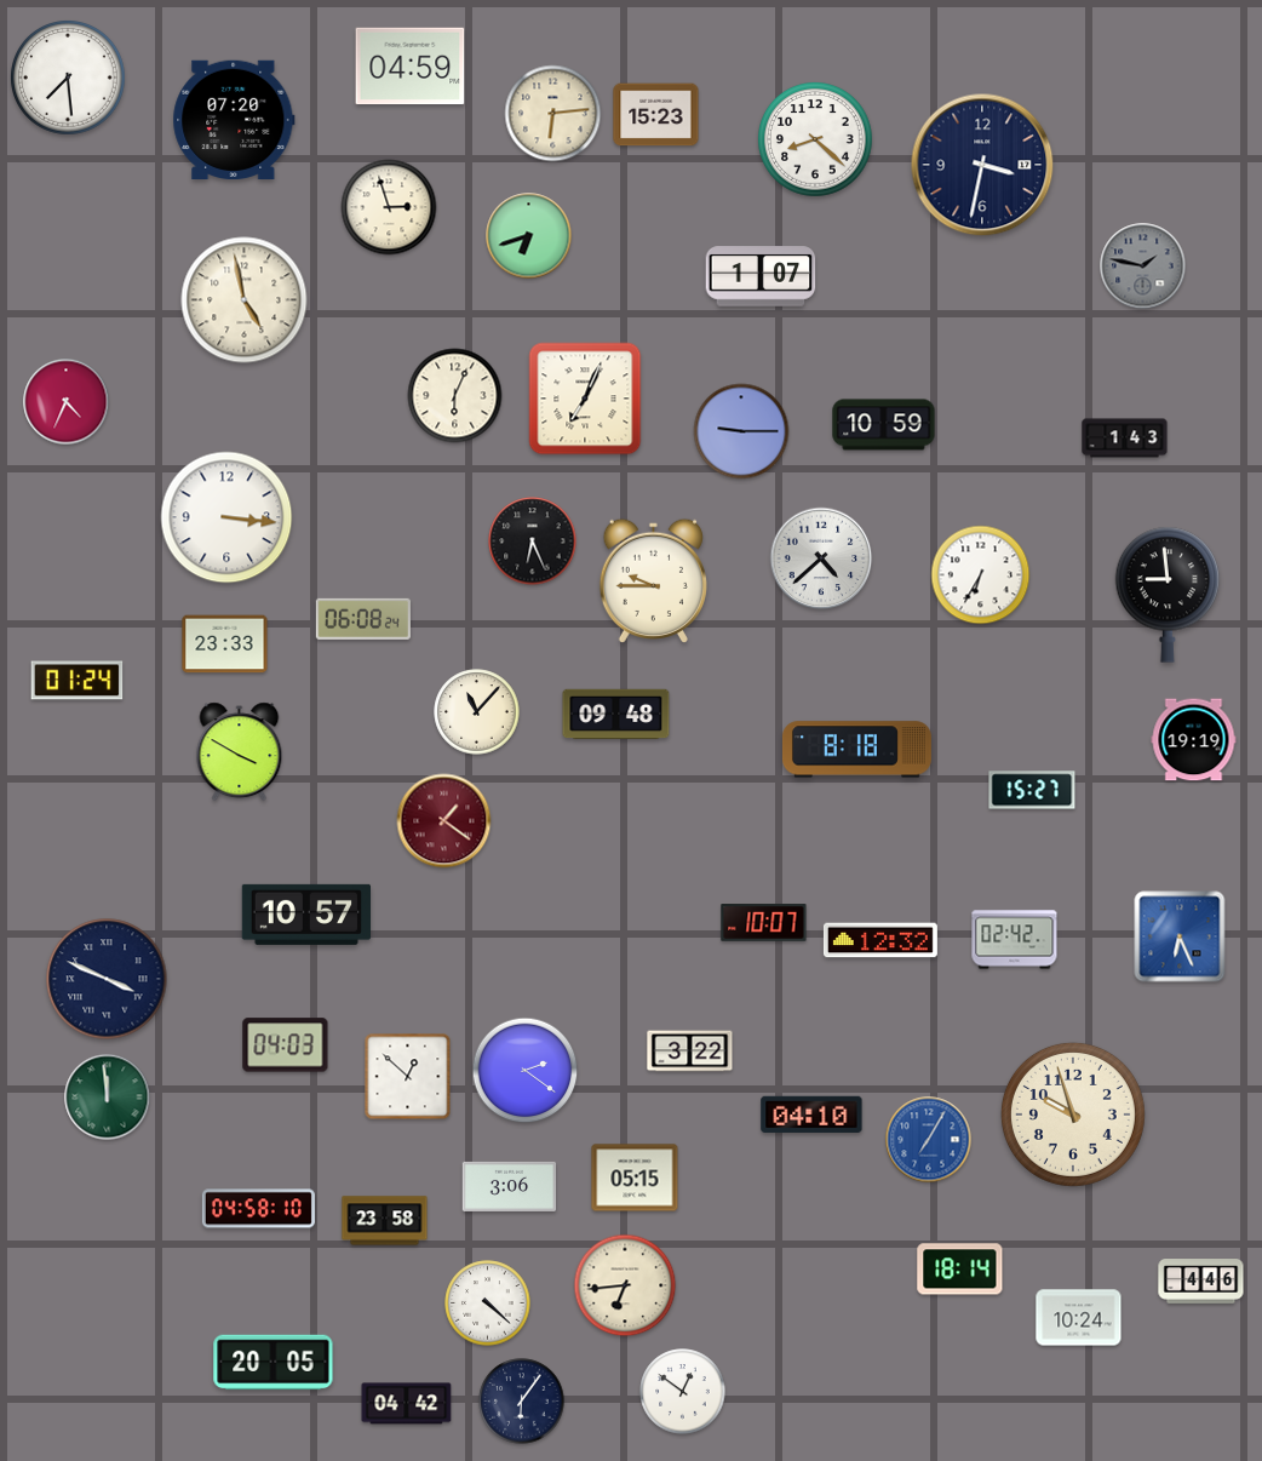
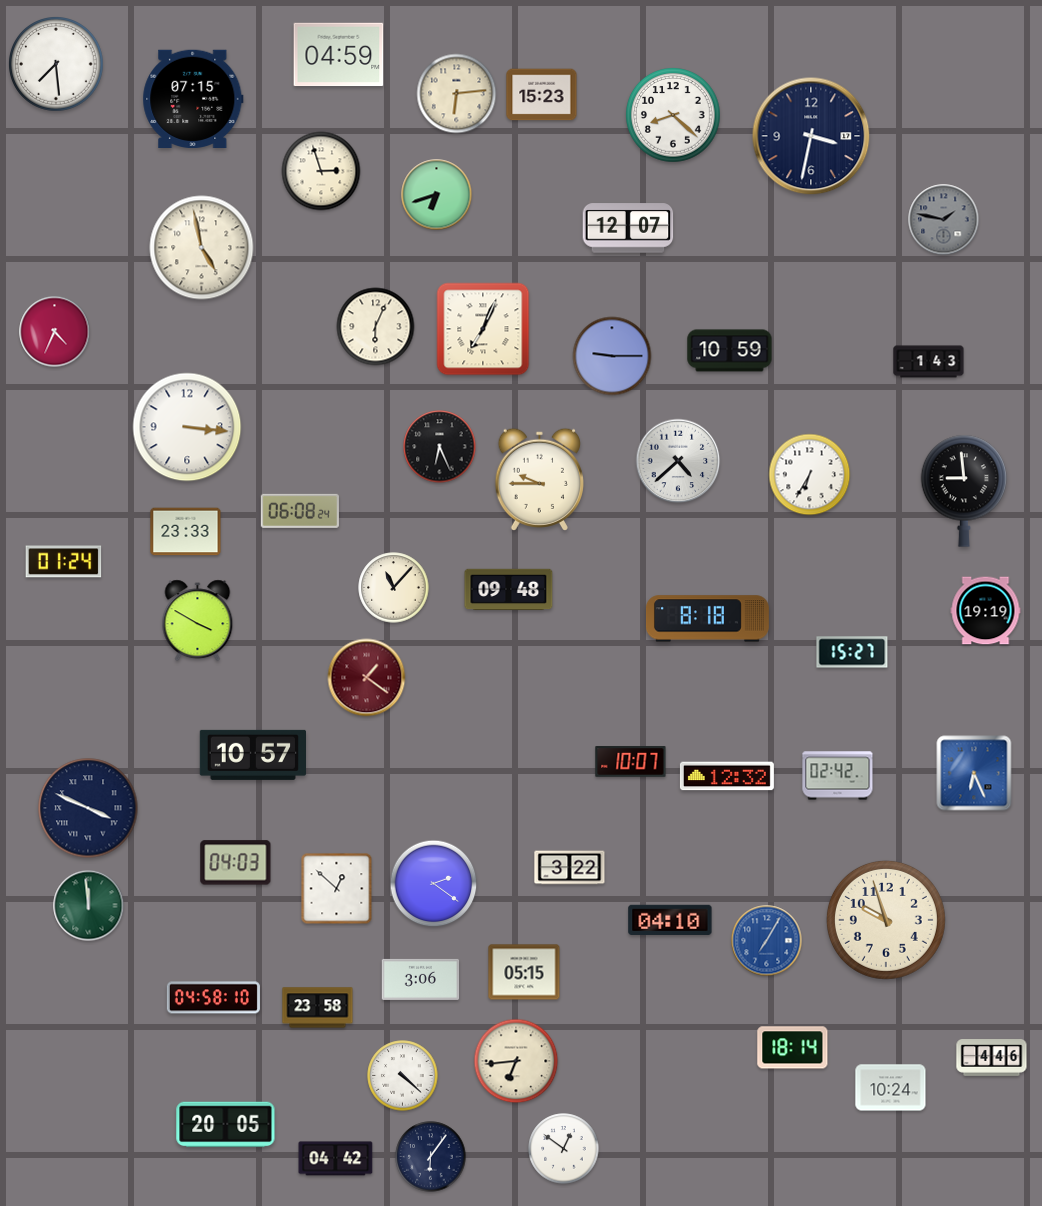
clock at (234, 119): 07:20 -> 07:15
clock at (761, 276): 1:07 -> 12:07
